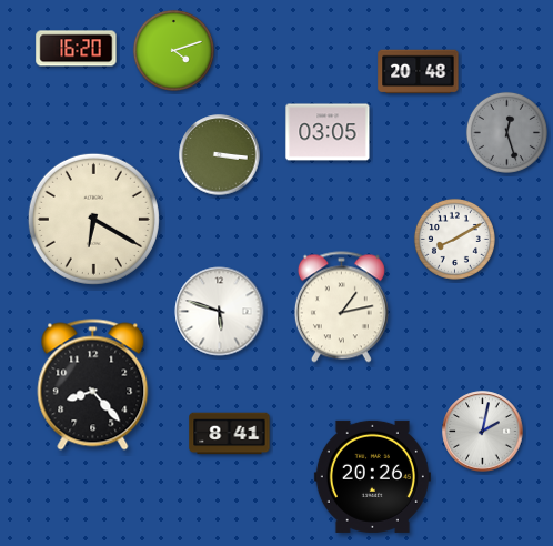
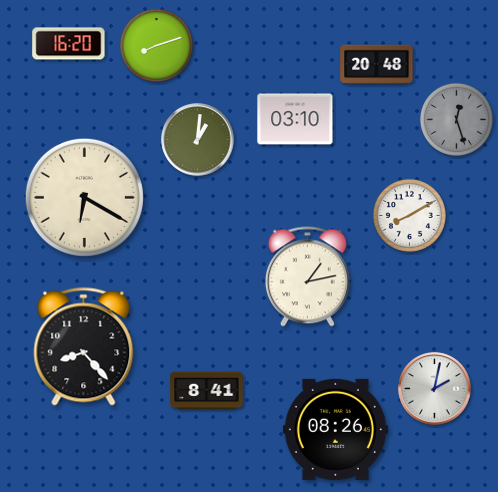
clock at (173, 50): 4:12 -> 8:12
clock at (328, 132): 03:05 -> 03:10
clock at (220, 155): 3:16 -> 1:01
clock at (220, 312): 5:48 -> none
clock at (372, 476): 20:26 -> 08:26
